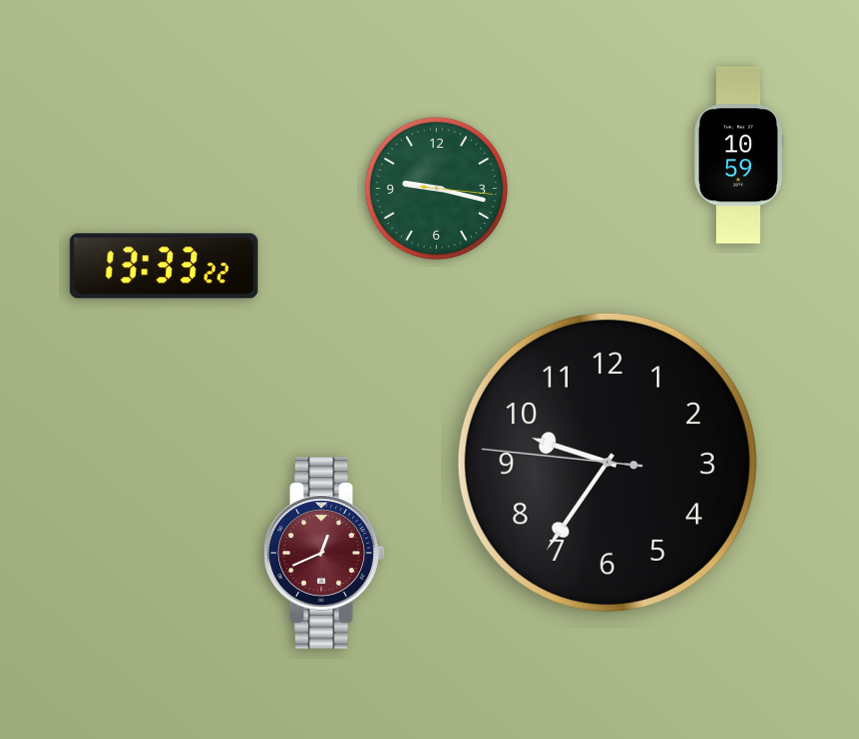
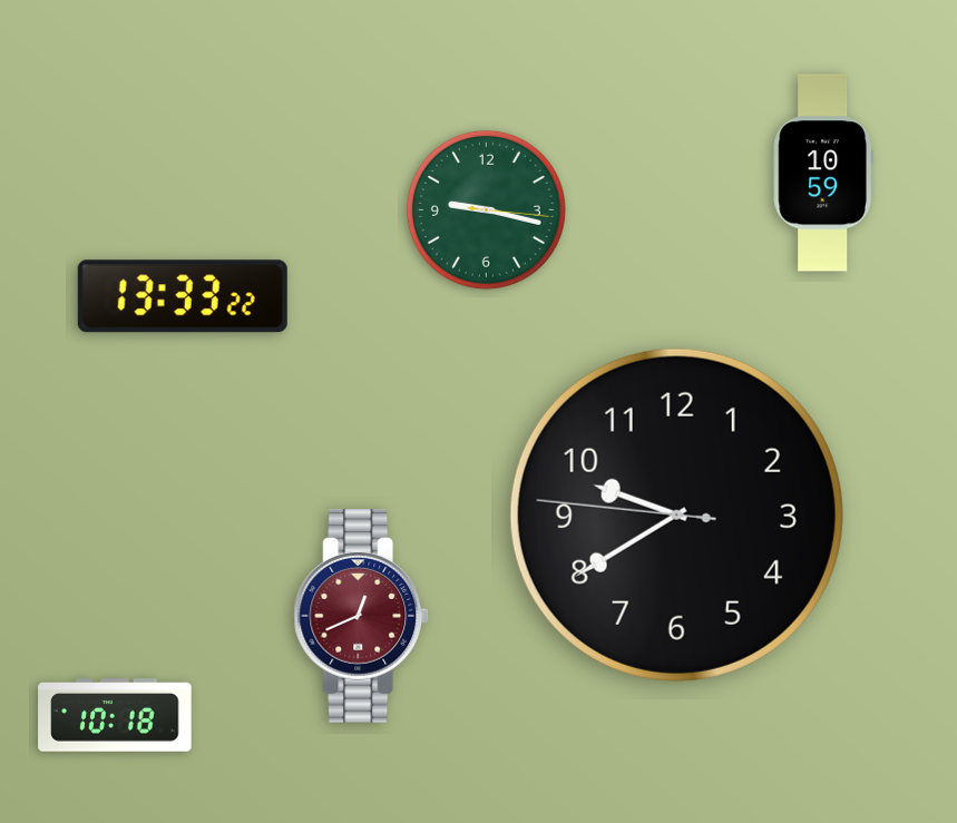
clock at (607, 462): 9:35 -> 9:39
clock at (115, 715): none -> 10:18
